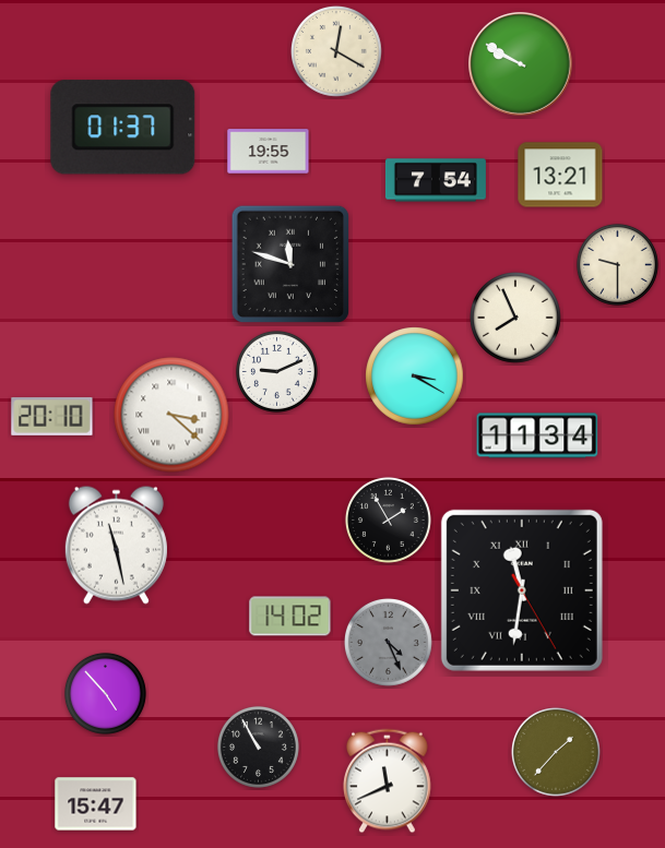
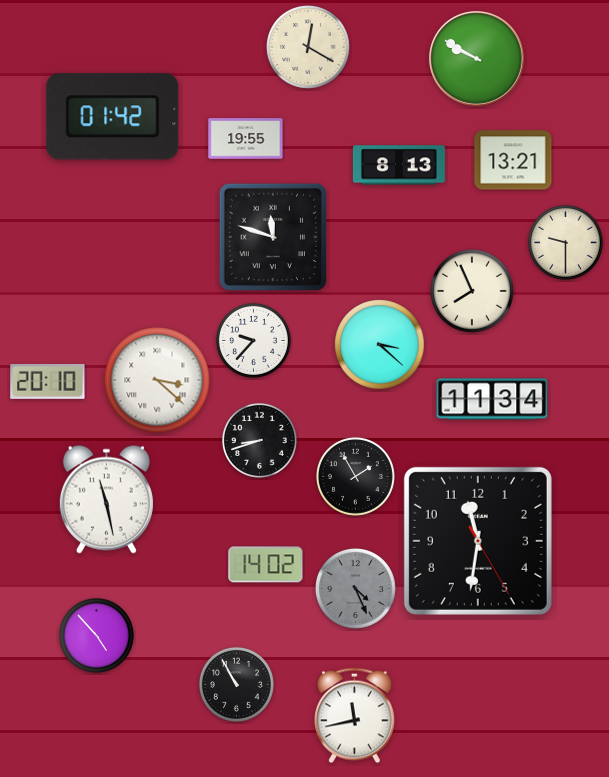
clock at (123, 128): 01:37 -> 01:42
clock at (436, 180): 7:54 -> 8:13
clock at (290, 264) position: (290, 264) -> (273, 237)
clock at (276, 371): 9:11 -> 9:37
clock at (415, 377): 3:20 -> 3:22
clock at (259, 440): none -> 8:42
clock at (522, 590) numerals: Roman -> Arabic
clock at (557, 753): 1:37 -> none
clock at (388, 781): 11:41 -> 11:43
clock at (96, 804): 15:47 -> none
